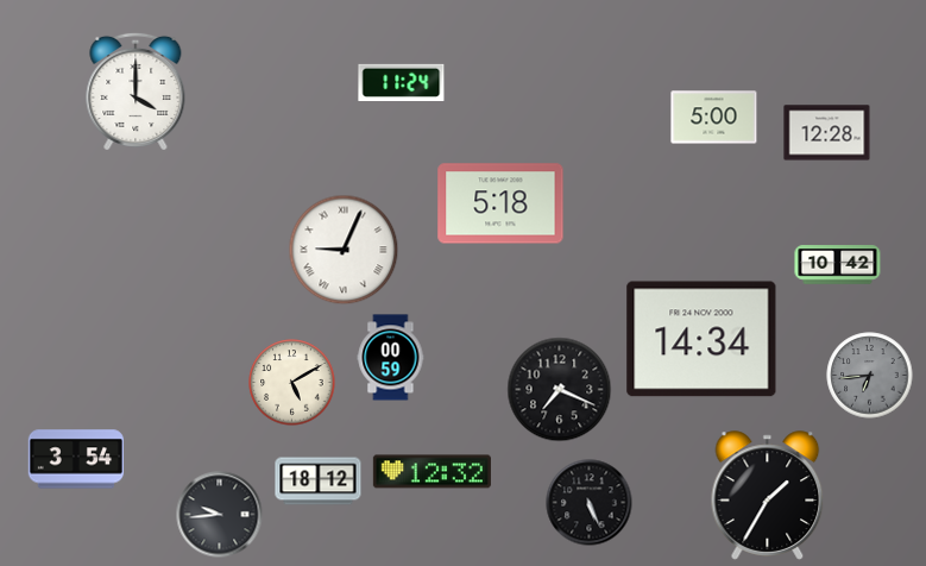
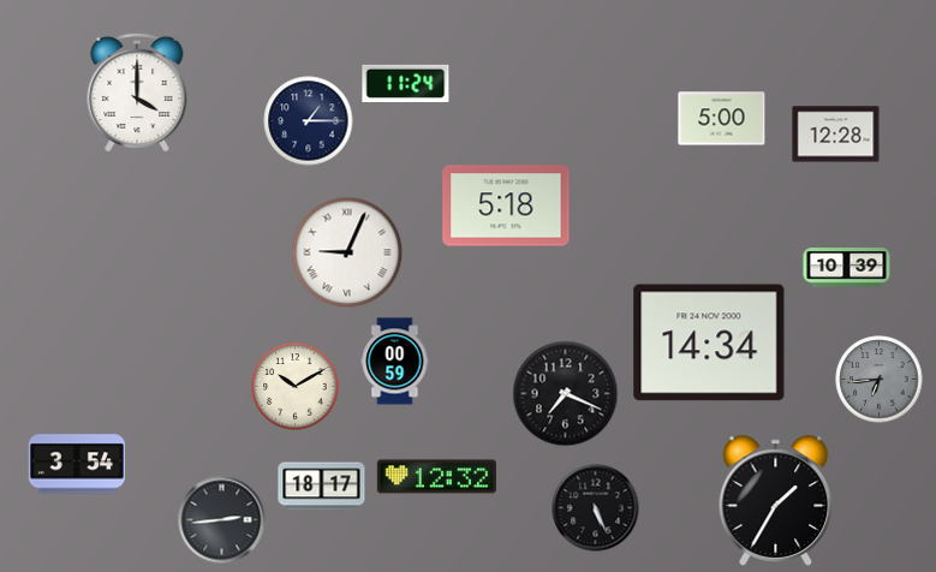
clock at (309, 121): none -> 1:15
clock at (838, 265): 10:42 -> 10:39
clock at (292, 383): 5:10 -> 10:10
clock at (319, 482): 18:12 -> 18:17
clock at (220, 515): 9:44 -> 2:44
